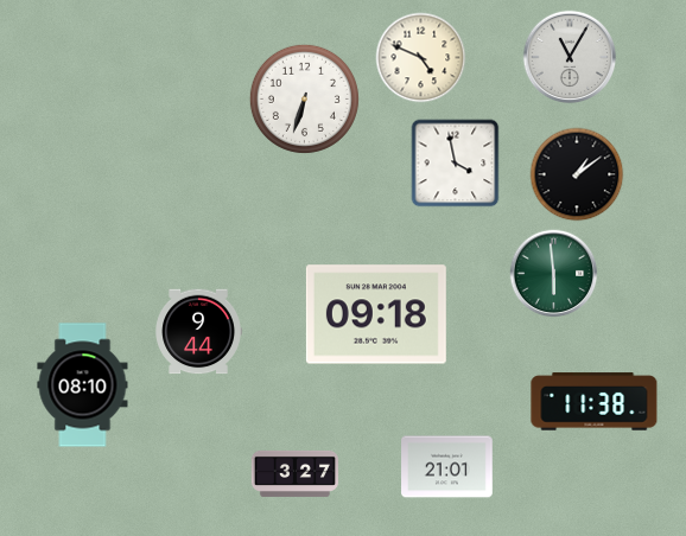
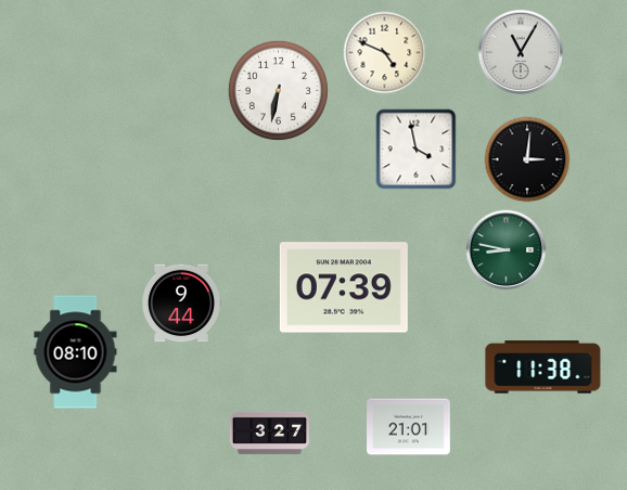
clock at (304, 98): 6:33 -> 6:32
clock at (577, 174): 1:09 -> 3:01
clock at (554, 274): 5:59 -> 8:47
clock at (376, 314): 09:18 -> 07:39
